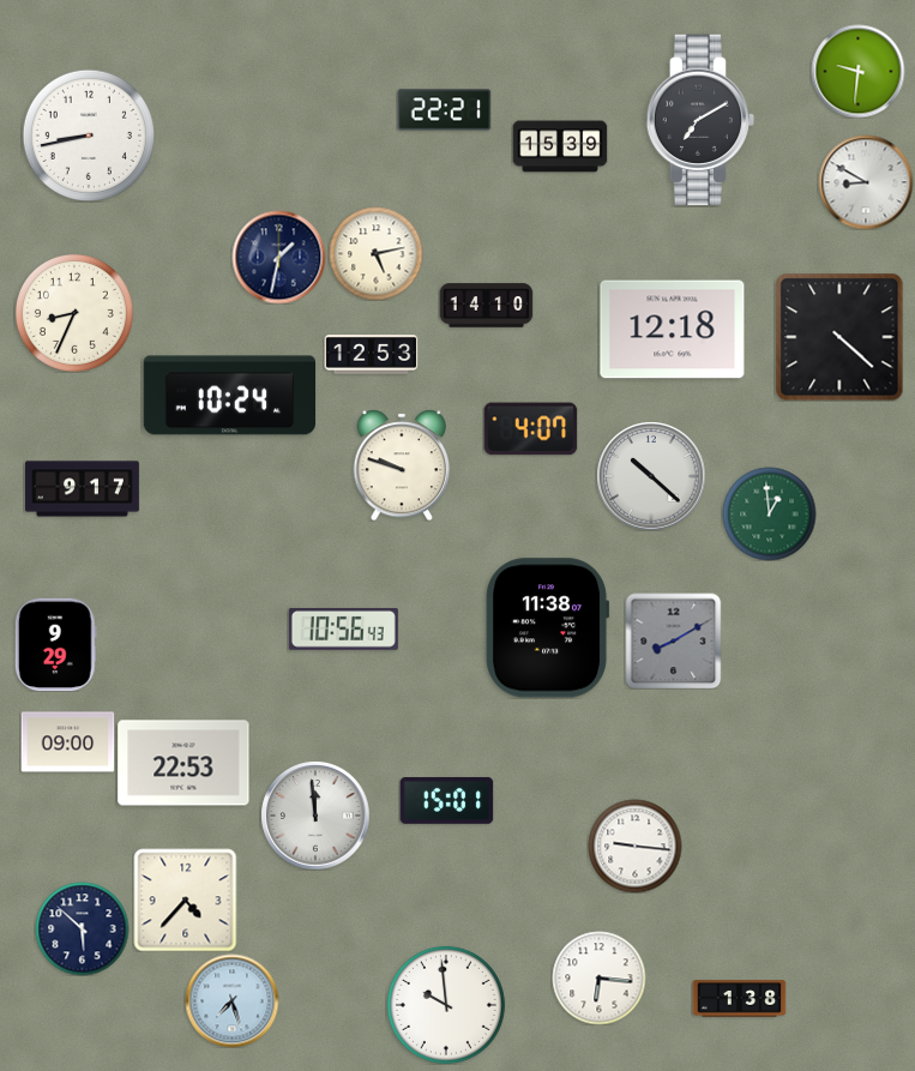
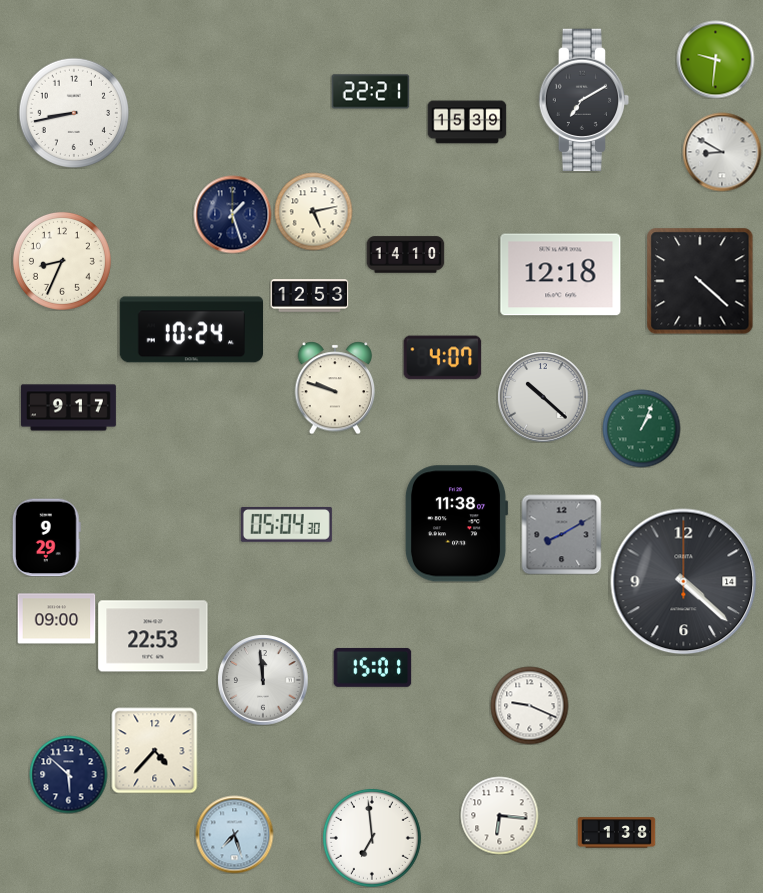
clock at (278, 257): 1:32 -> 1:27
clock at (769, 513): 12:59 -> 1:04
clock at (343, 628): 10:56 -> 05:04
clock at (684, 582): none -> 4:22
clock at (634, 846): 9:16 -> 9:19
clock at (231, 1000) position: (231, 1000) -> (234, 834)
clock at (446, 1005): 9:59 -> 6:59
